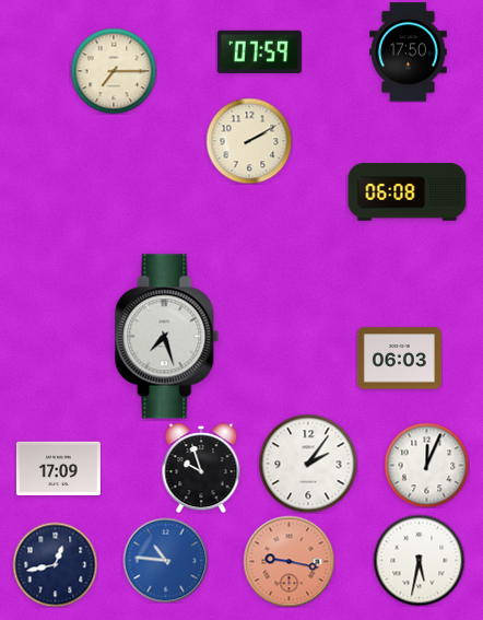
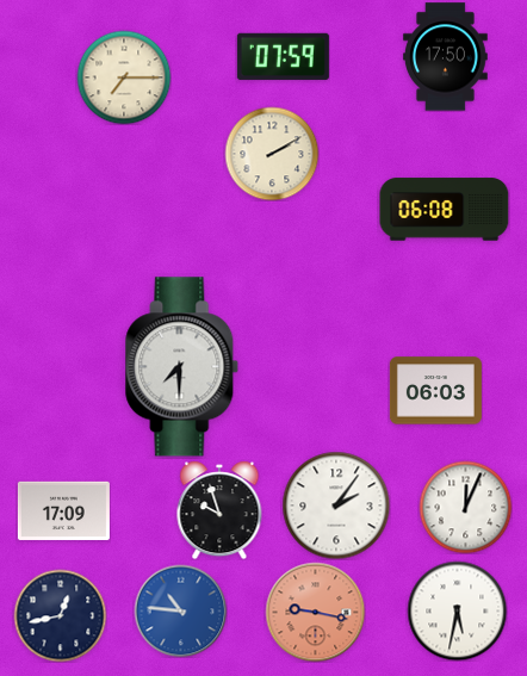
clock at (167, 337): 7:27 -> 7:30
